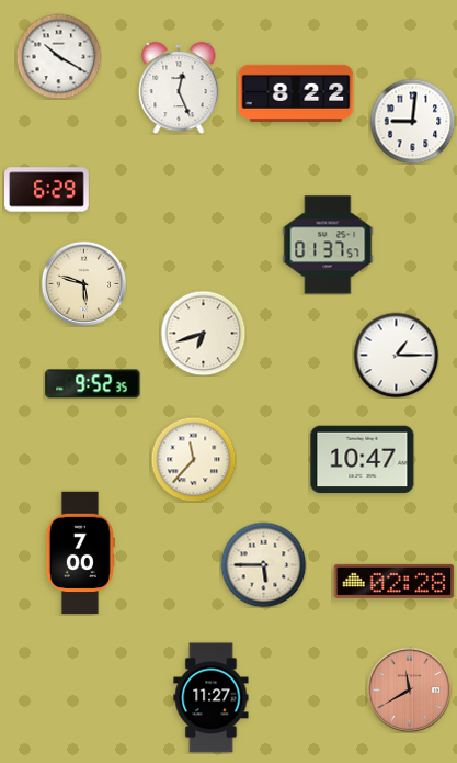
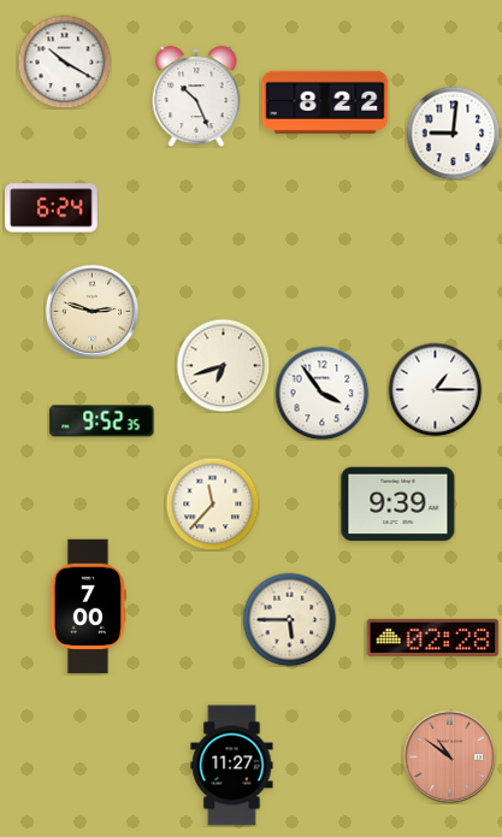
clock at (179, 88): 12:26 -> 10:26
clock at (47, 190): 6:29 -> 6:24
clock at (328, 245): 01:37 -> none
clock at (83, 283): 5:48 -> 2:48
clock at (321, 393): none -> 3:54
clock at (363, 460): 10:47 -> 9:39
clock at (409, 689): 11:40 -> 10:51
